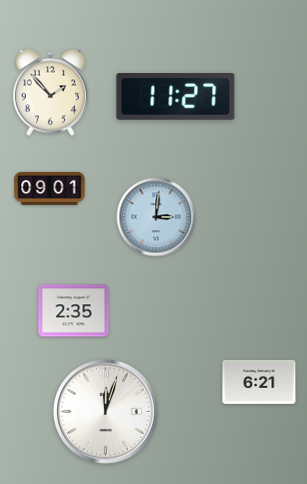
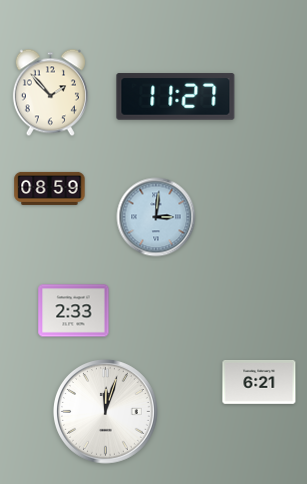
clock at (50, 188): 09:01 -> 08:59
clock at (74, 311): 2:35 -> 2:33
